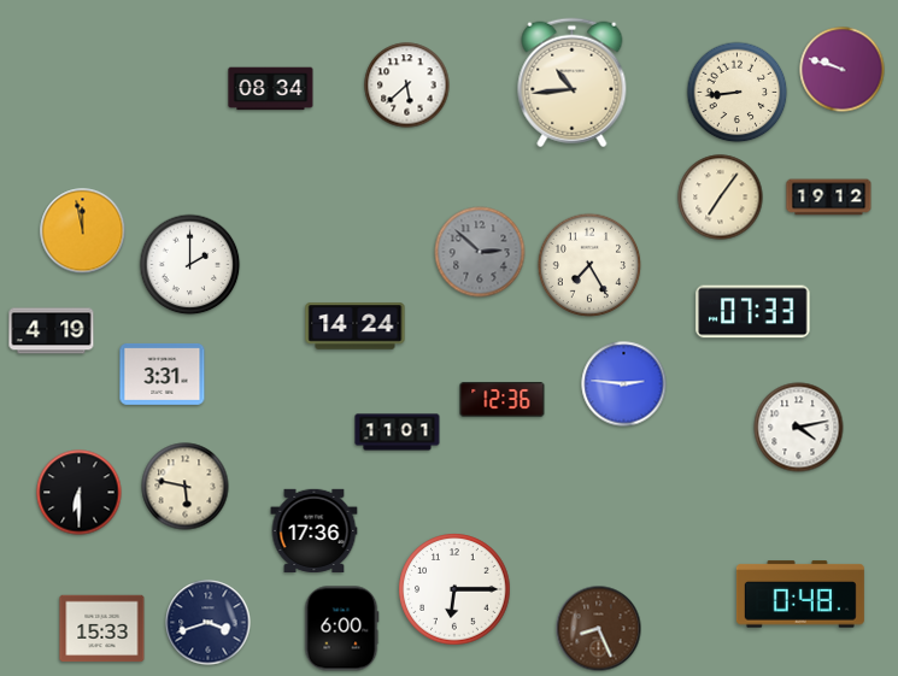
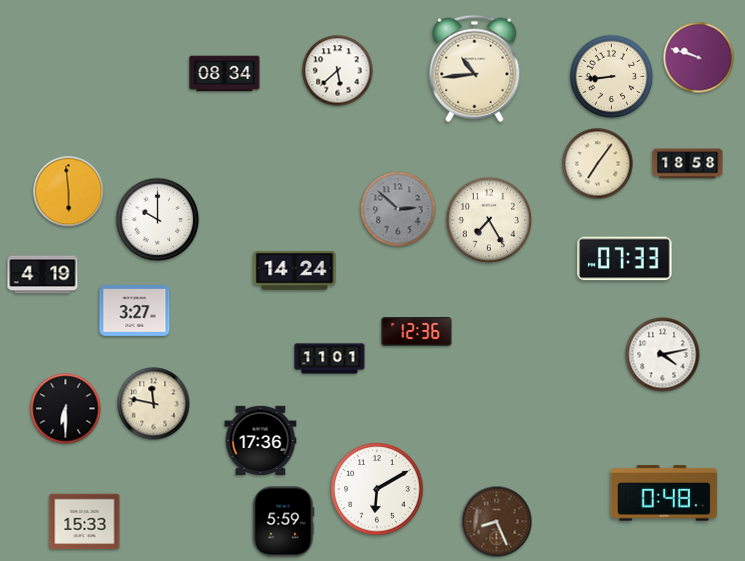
clock at (829, 198): 19:12 -> 18:58
clock at (83, 231): 11:58 -> 5:59
clock at (190, 265): 2:00 -> 10:00
clock at (163, 374): 3:31 -> 3:27
clock at (624, 384): 2:46 -> none
clock at (186, 487): 5:47 -> 11:47
clock at (454, 589): 6:15 -> 6:10
clock at (209, 623): 3:42 -> none
clock at (341, 629): 6:00 -> 5:59
